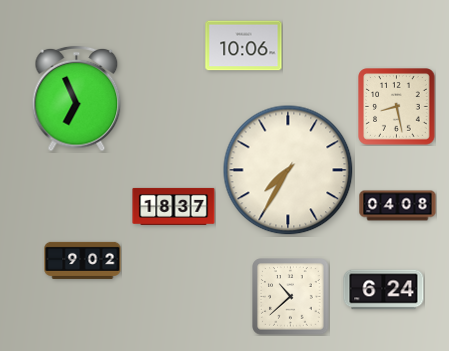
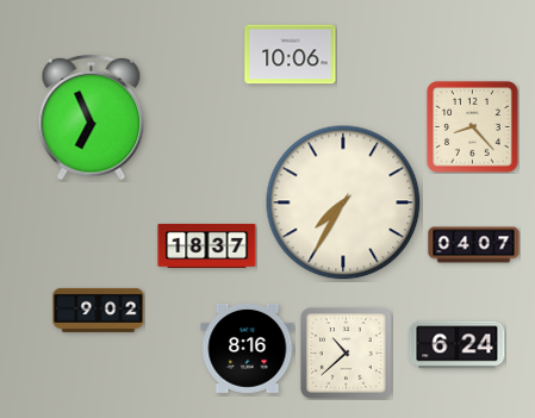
clock at (397, 107): 8:28 -> 8:23
clock at (398, 206): 04:08 -> 04:07
clock at (248, 348): none -> 8:16
